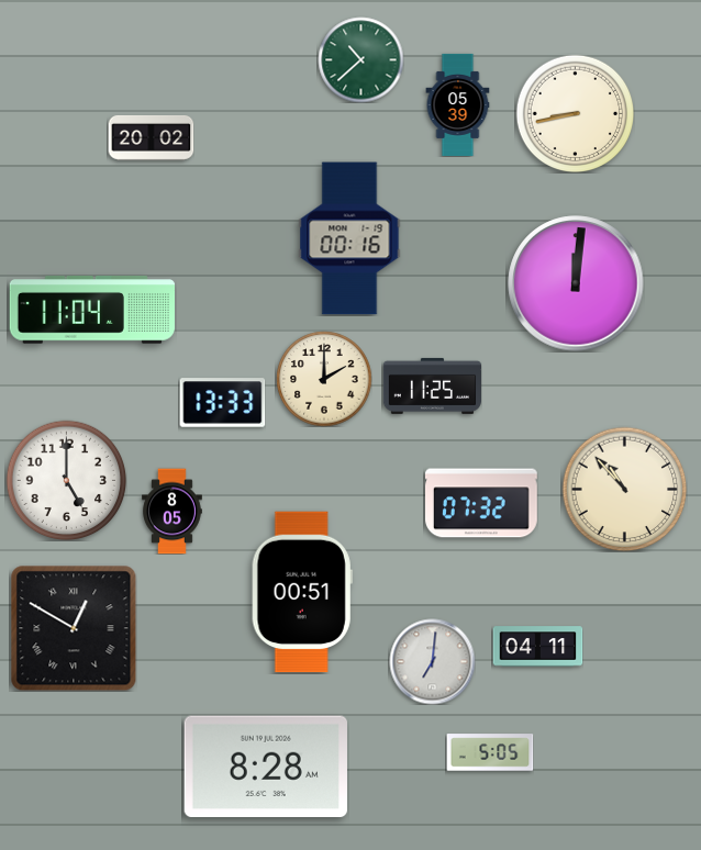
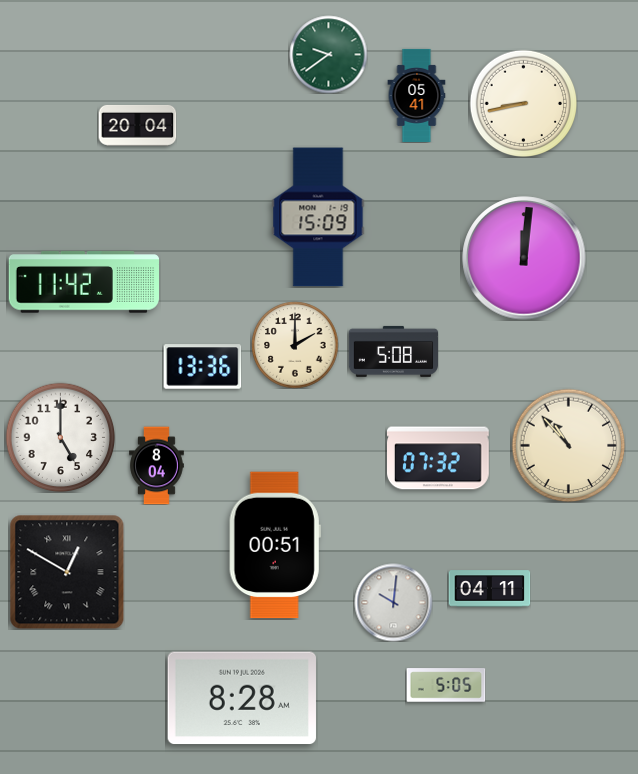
clock at (360, 59): 10:38 -> 9:39
clock at (458, 104): 05:39 -> 05:41
clock at (151, 138): 20:02 -> 20:04
clock at (349, 238): 00:16 -> 15:09
clock at (91, 310): 11:04 -> 11:42
clock at (432, 385): 11:25 -> 5:08
clock at (222, 403): 13:33 -> 13:36
clock at (173, 511): 8:05 -> 8:04
clock at (302, 592) position: (302, 592) -> (275, 545)
clock at (432, 661): 7:01 -> 10:01
